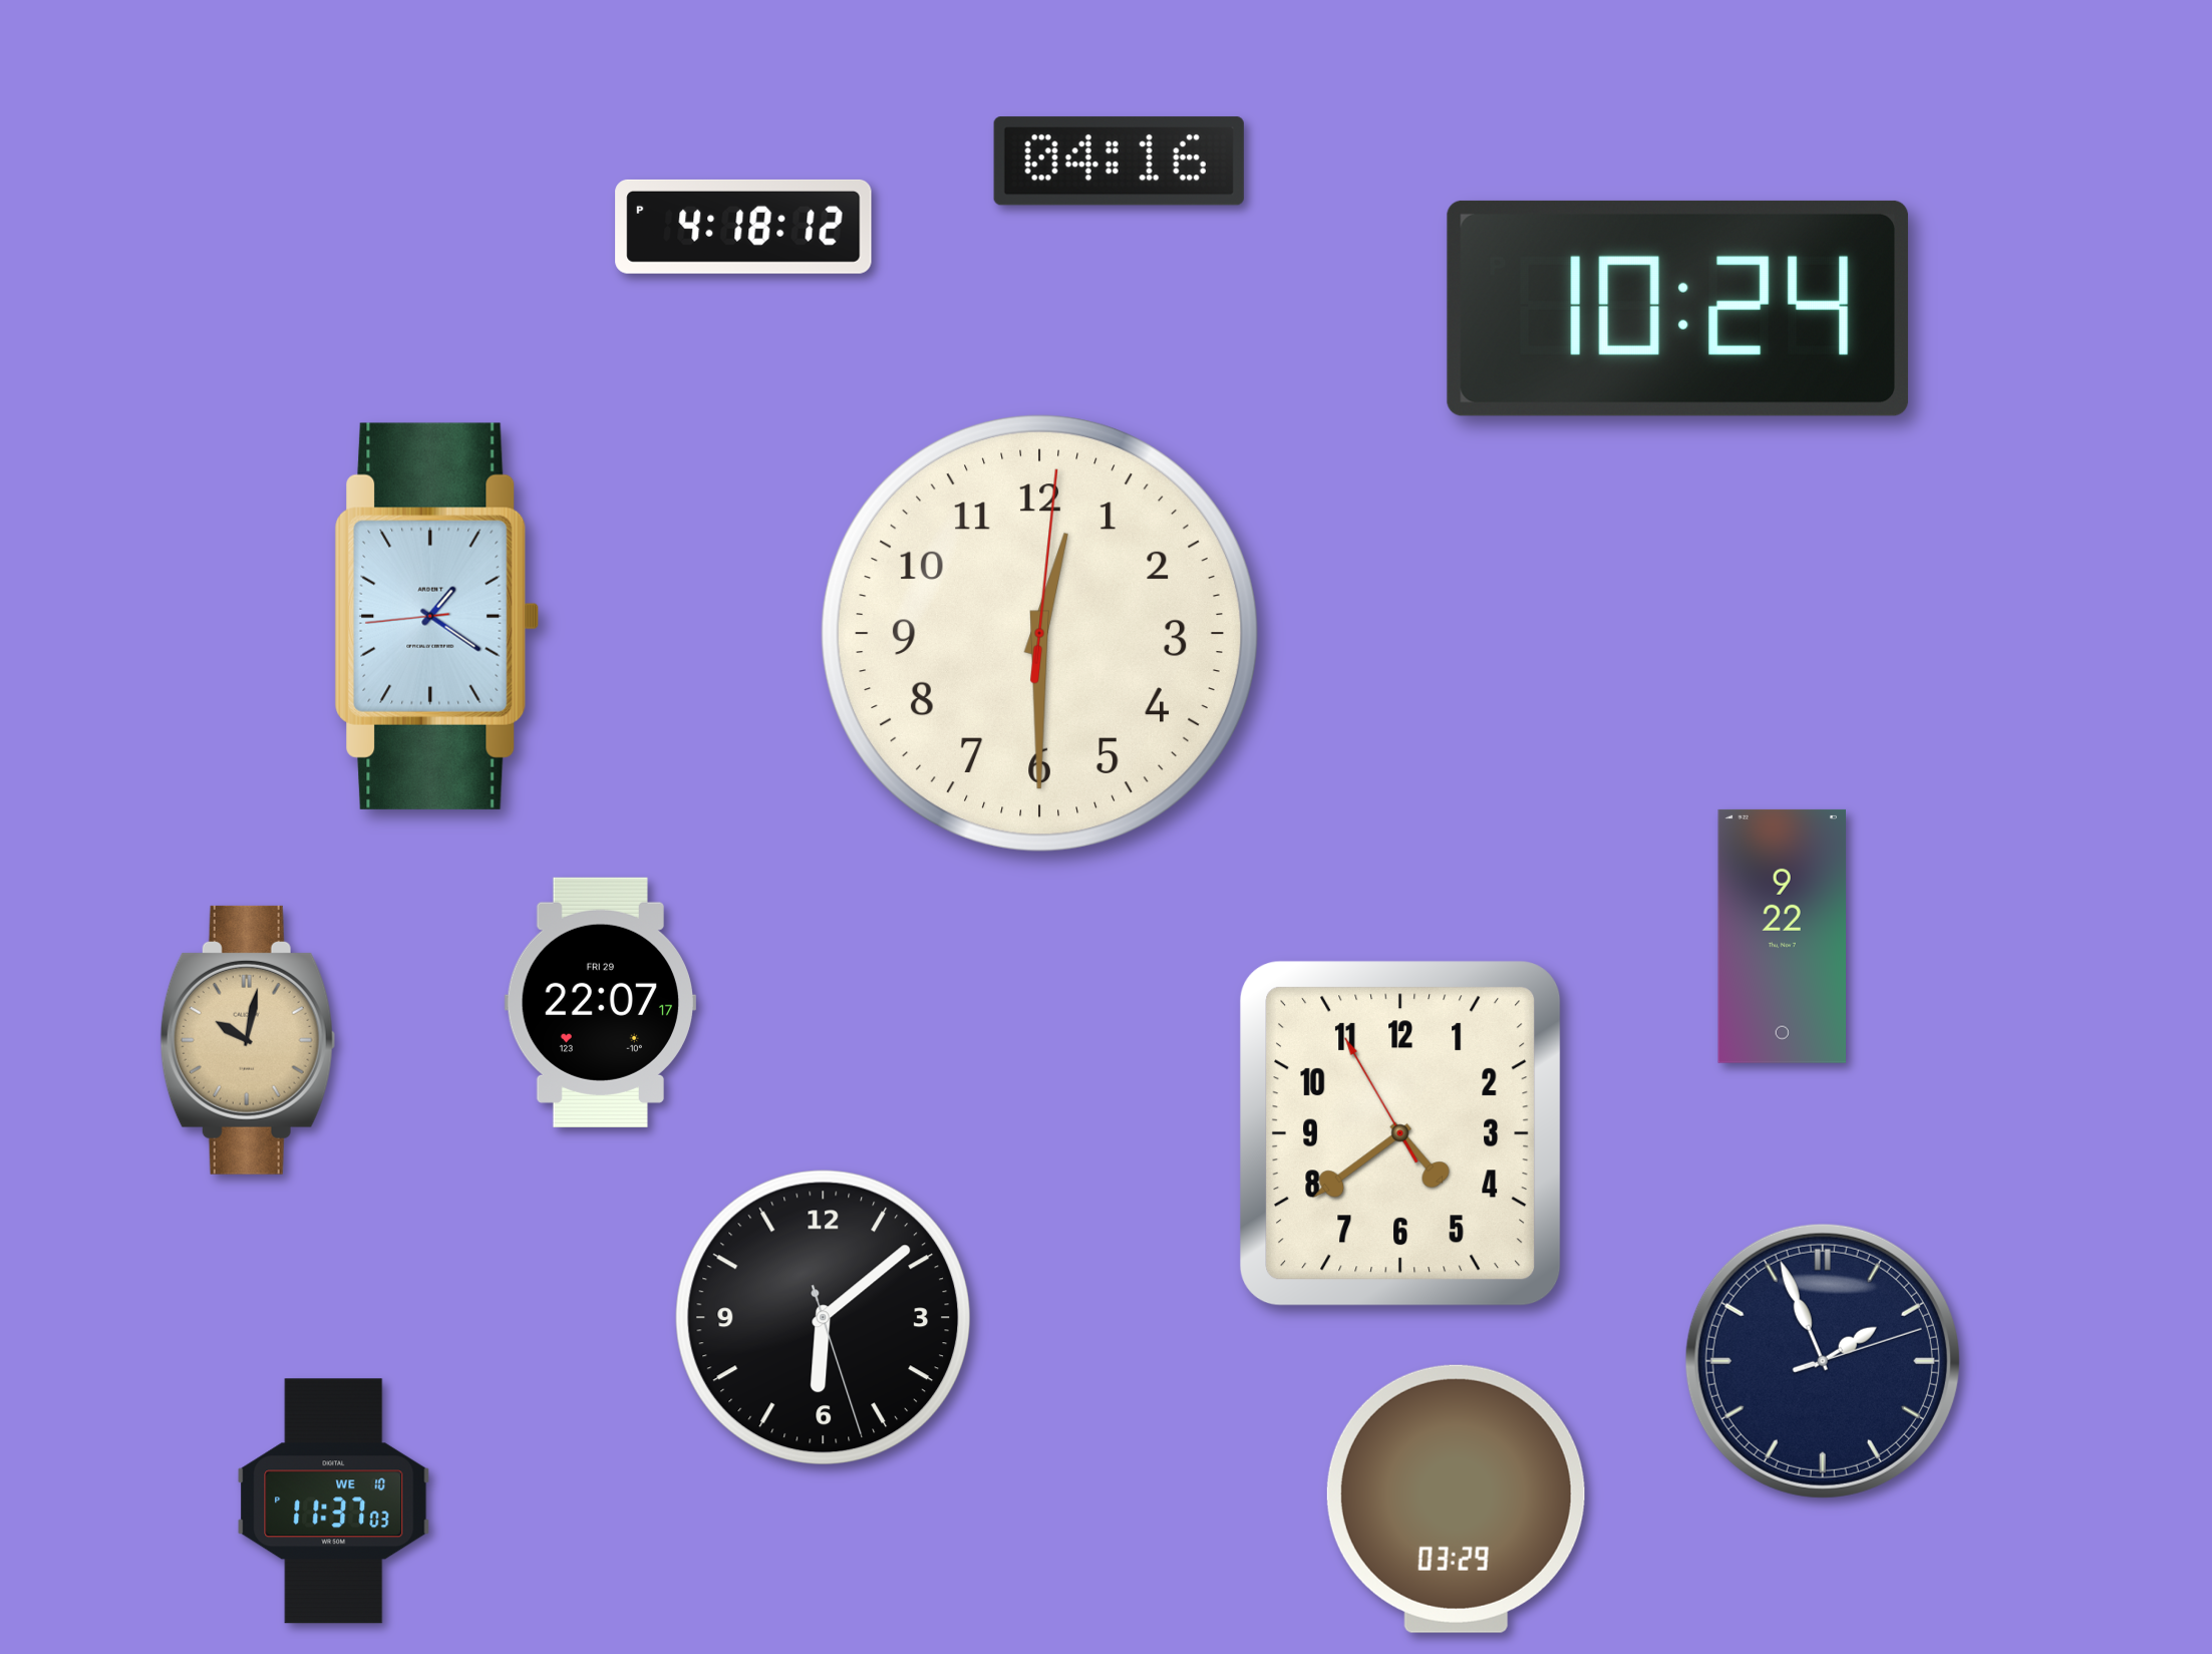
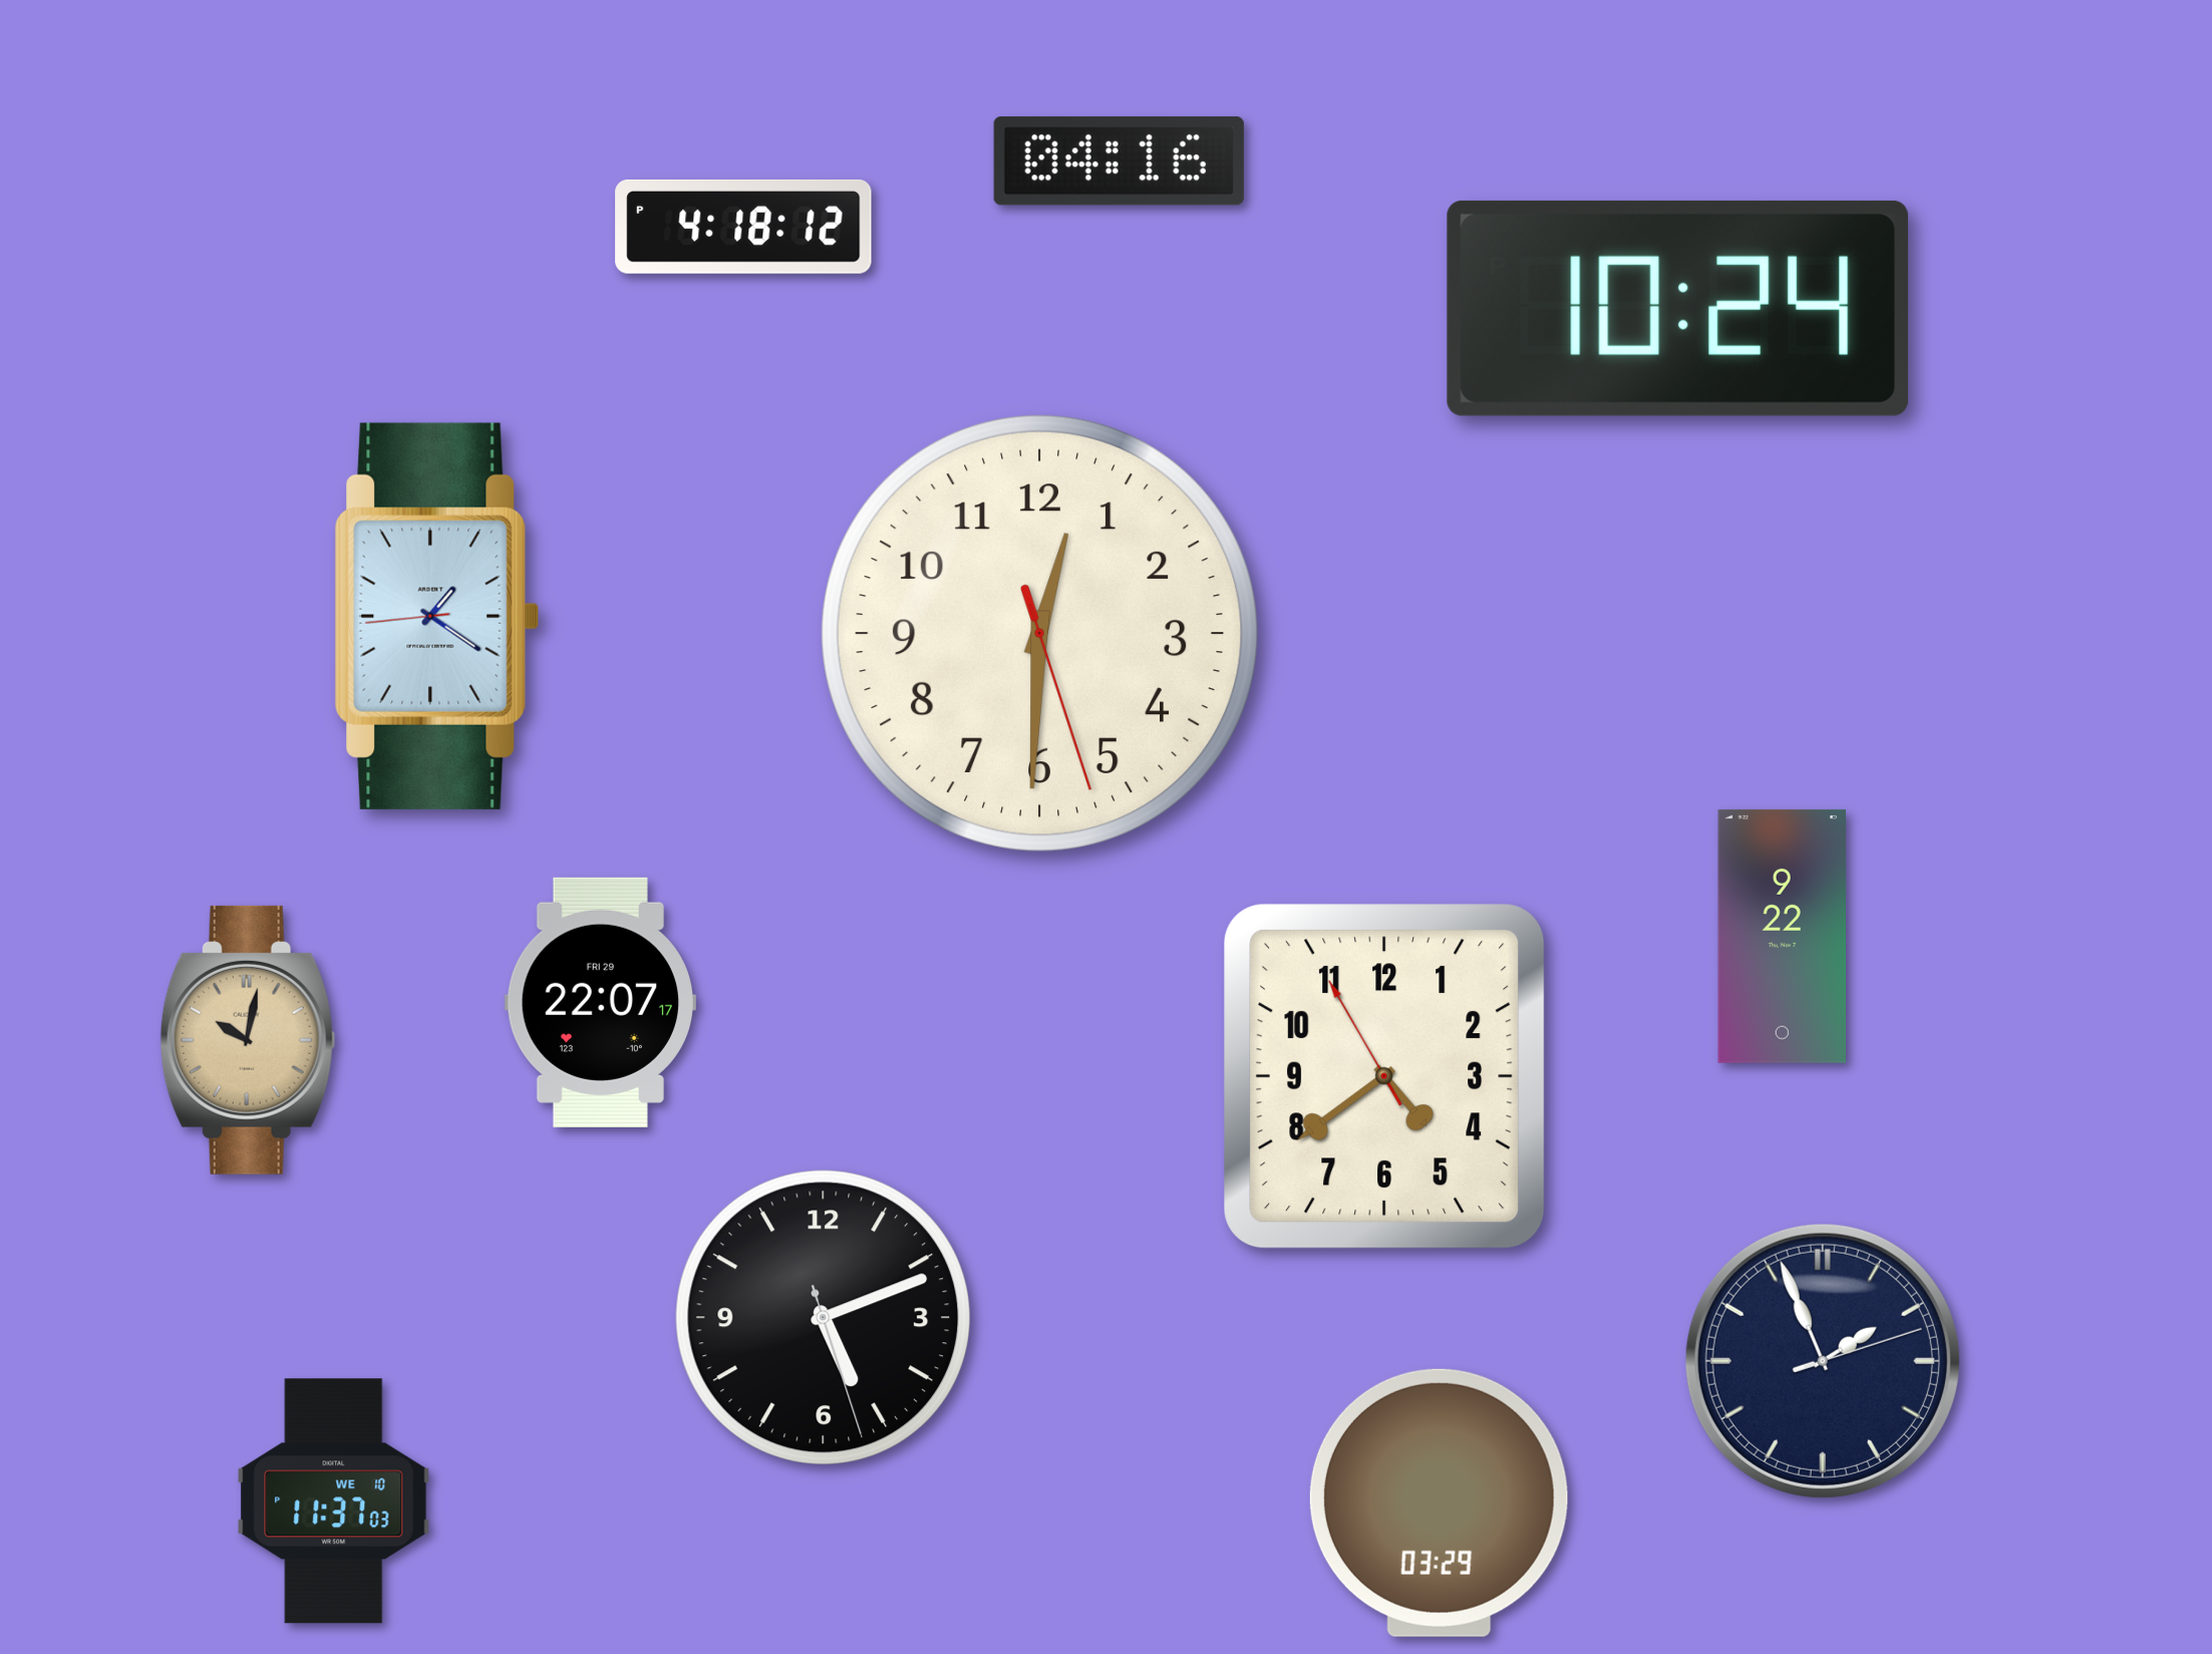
clock at (1039, 633): 12:30:01 -> 12:30:27
clock at (1400, 1133) position: (1400, 1133) -> (1384, 1076)
clock at (824, 1318): 6:08 -> 5:11
clock at (1456, 1499) position: (1456, 1499) -> (1439, 1503)
